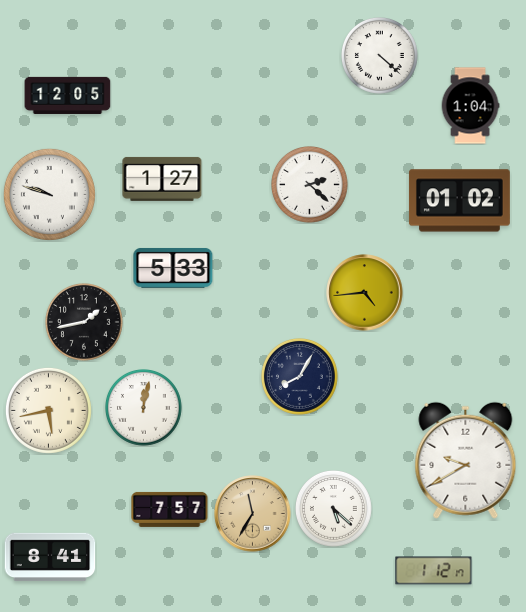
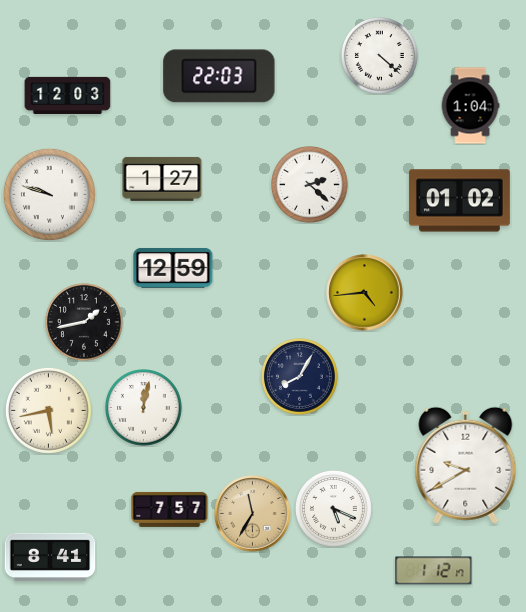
clock at (219, 76): none -> 22:03
clock at (68, 95): 12:05 -> 12:03
clock at (173, 268): 5:33 -> 12:59
clock at (466, 460) position: (466, 460) -> (466, 465)
clock at (334, 509): 5:22 -> 5:19
